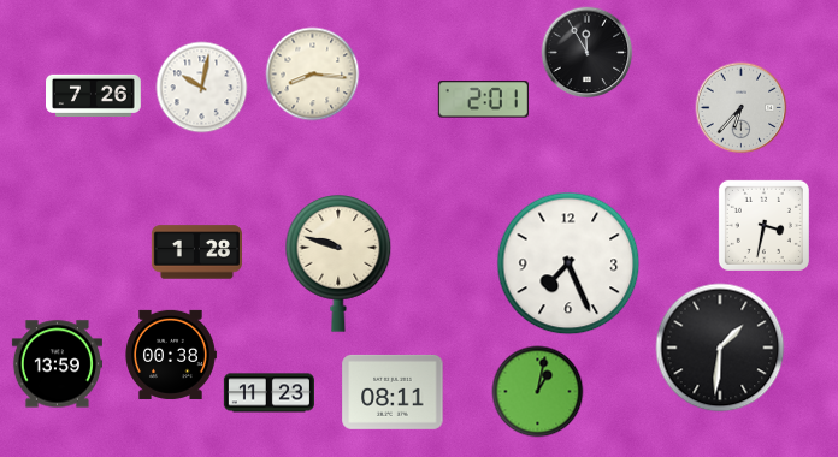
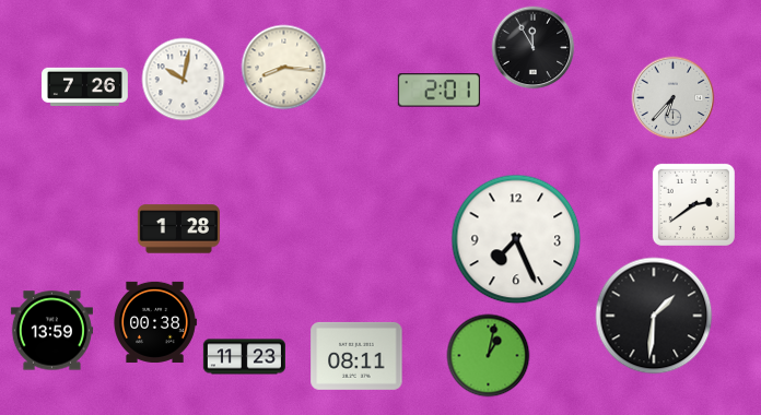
clock at (763, 225): 3:32 -> 2:39
clock at (338, 265): 9:48 -> none
